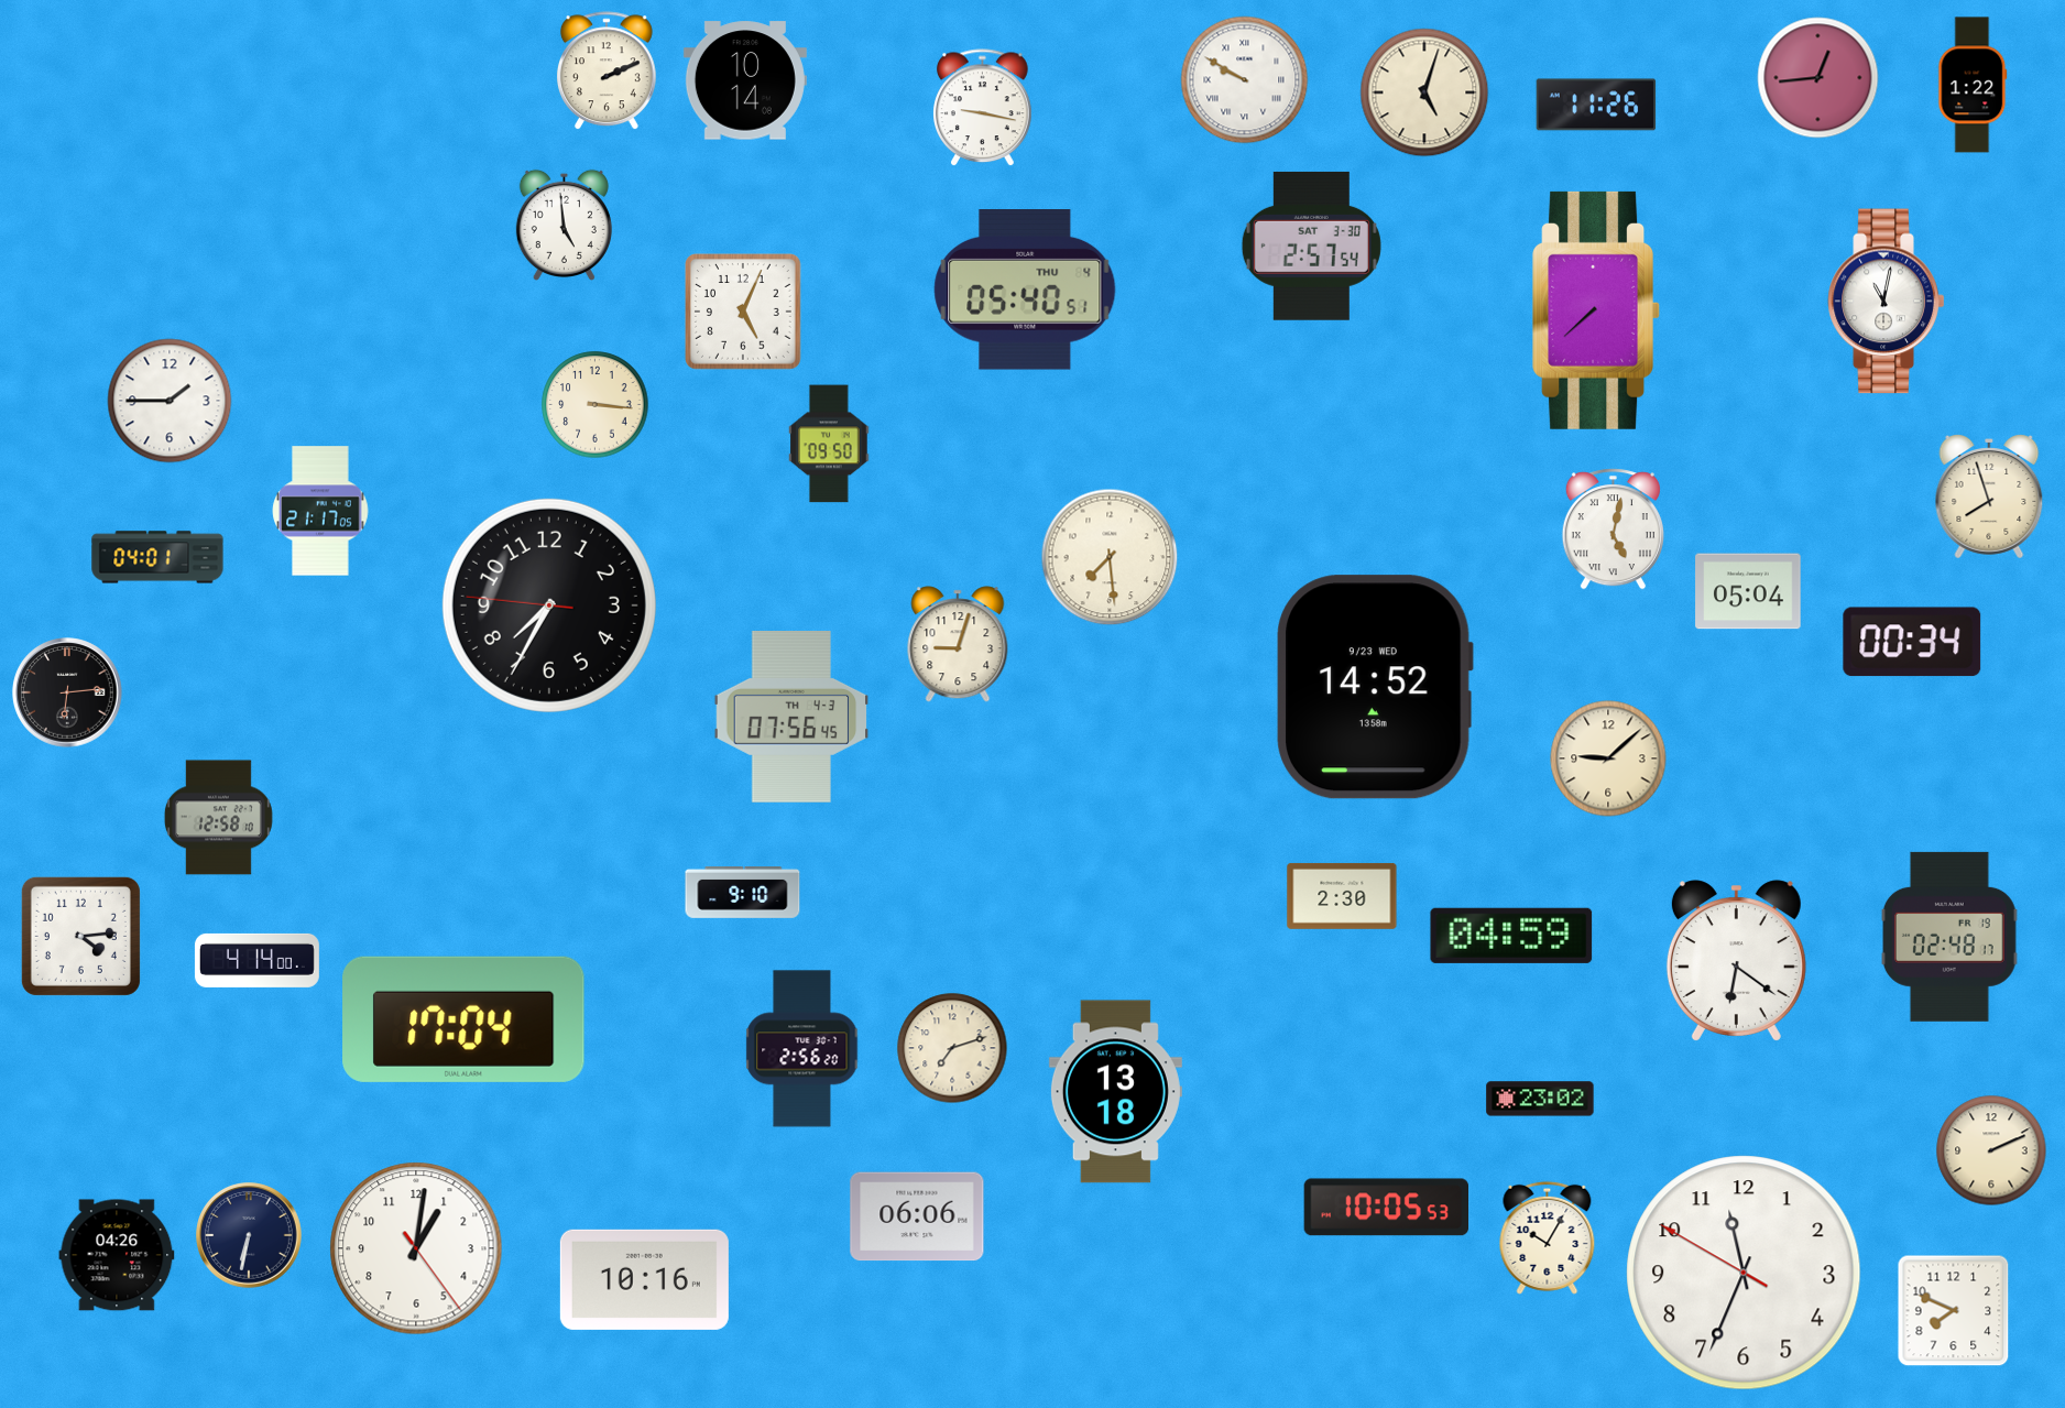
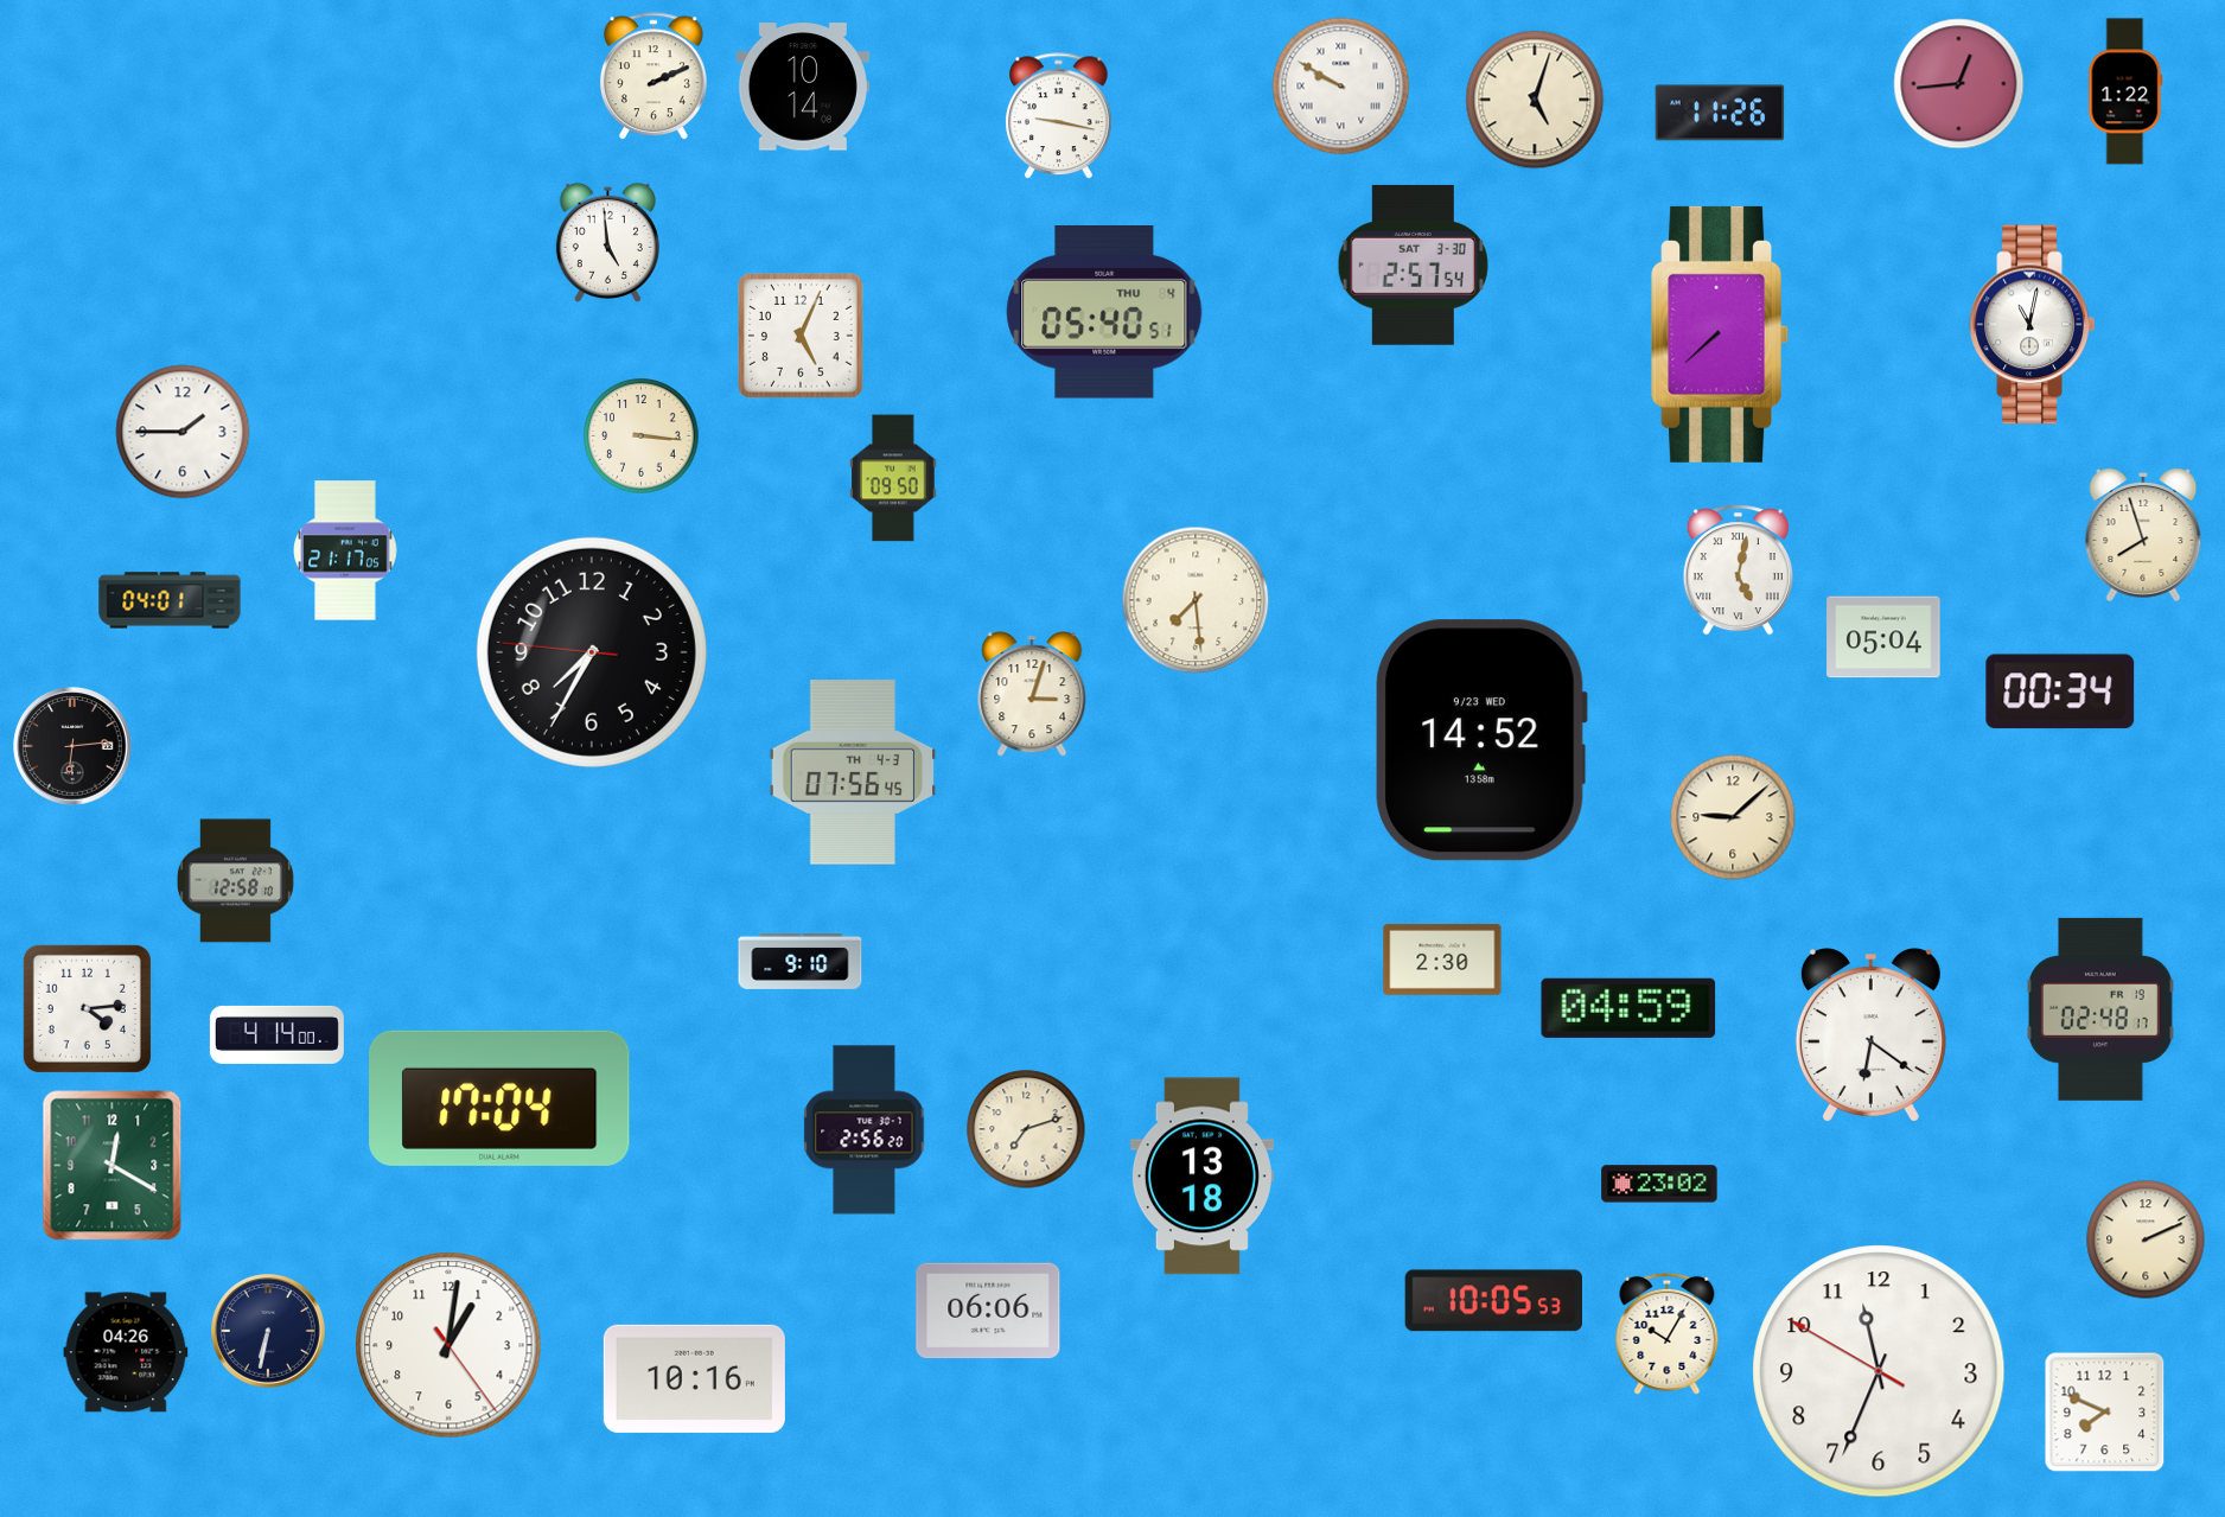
clock at (958, 644): 9:03 -> 3:03
clock at (1342, 896) position: (1342, 896) -> (1442, 960)
clock at (113, 1166): none -> 12:20
